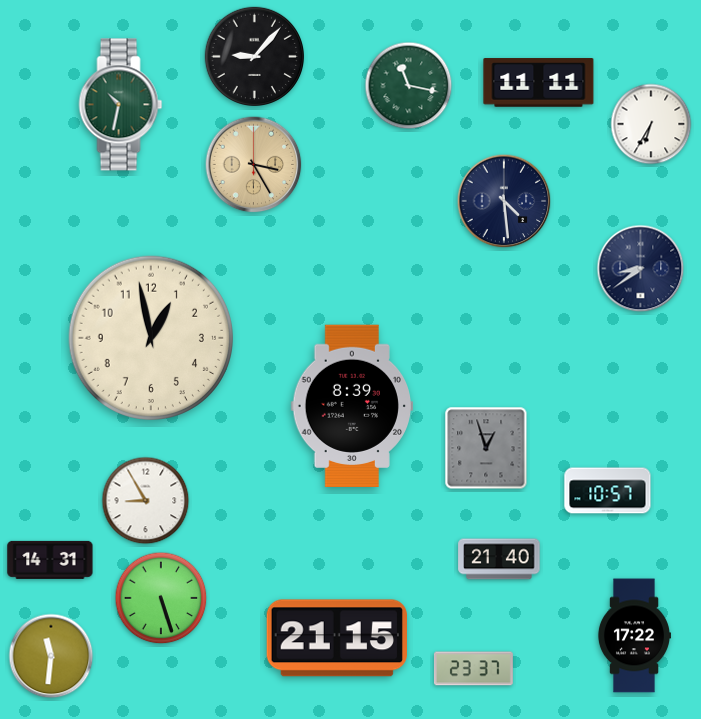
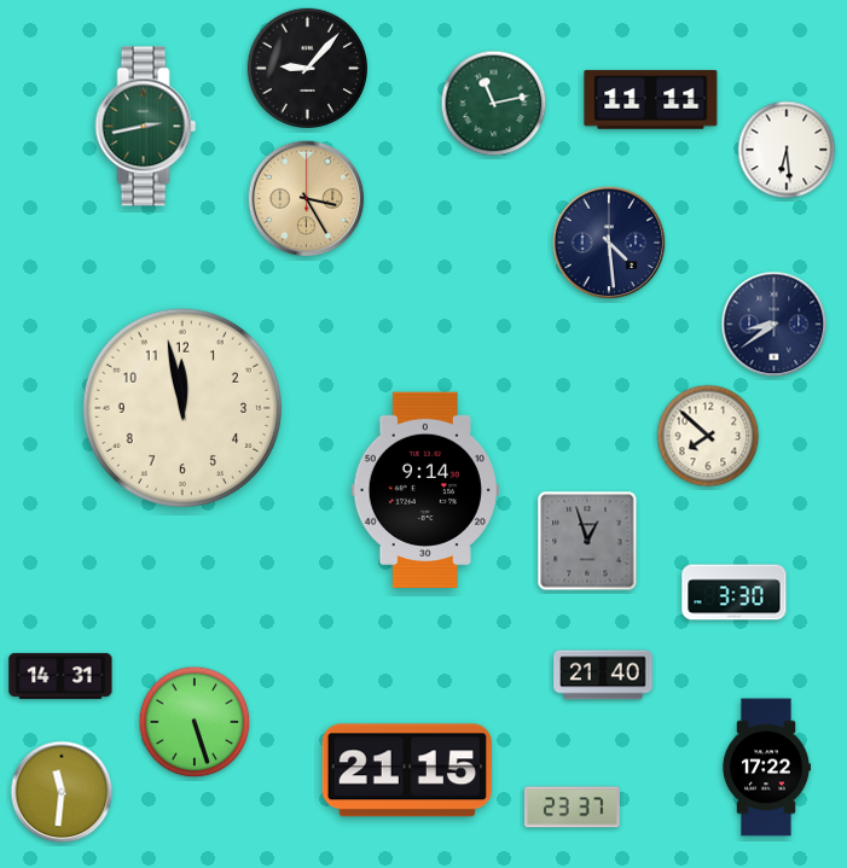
clock at (409, 86): 11:17 -> 11:13
clock at (121, 105): 10:32 -> 2:43
clock at (651, 124): 6:35 -> 6:29
clock at (150, 337): 12:58 -> 11:58
clock at (708, 436): none -> 7:52
clock at (352, 405): 8:39 -> 9:14
clock at (608, 491): 10:57 -> 3:30
clock at (146, 501): 8:55 -> none
